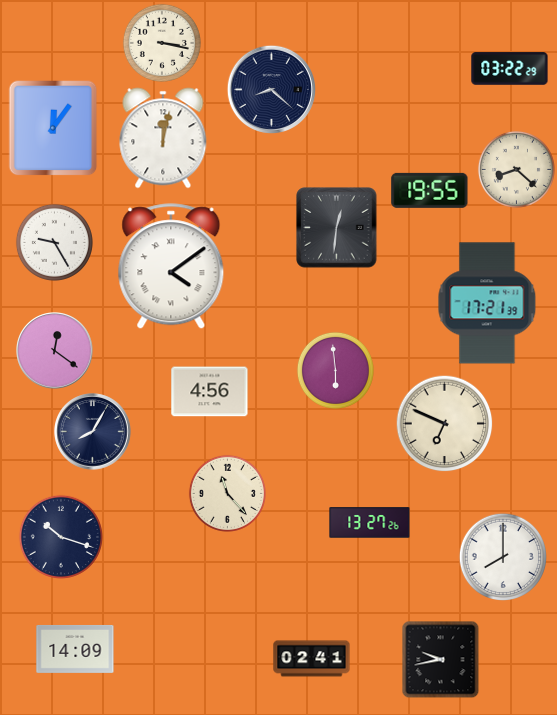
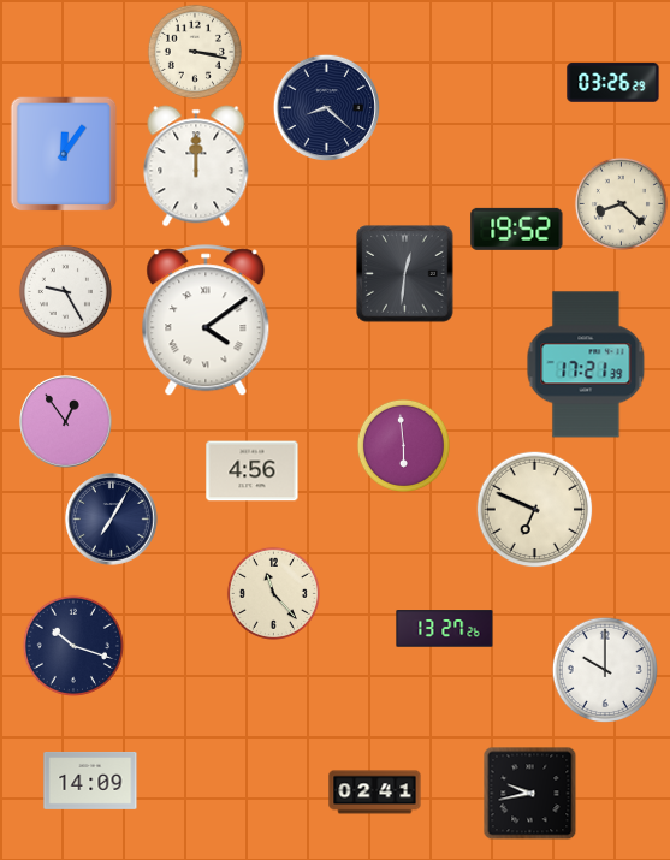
clock at (510, 69): 03:22 -> 03:26
clock at (163, 138): 12:02 -> 12:00
clock at (430, 190): 19:55 -> 19:52
clock at (55, 351): 12:21 -> 12:54
clock at (93, 432): 8:05 -> 7:05
clock at (502, 556): 8:00 -> 10:00
